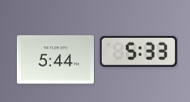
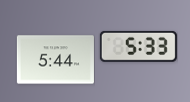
clock at (138, 51) position: (138, 51) -> (138, 46)
